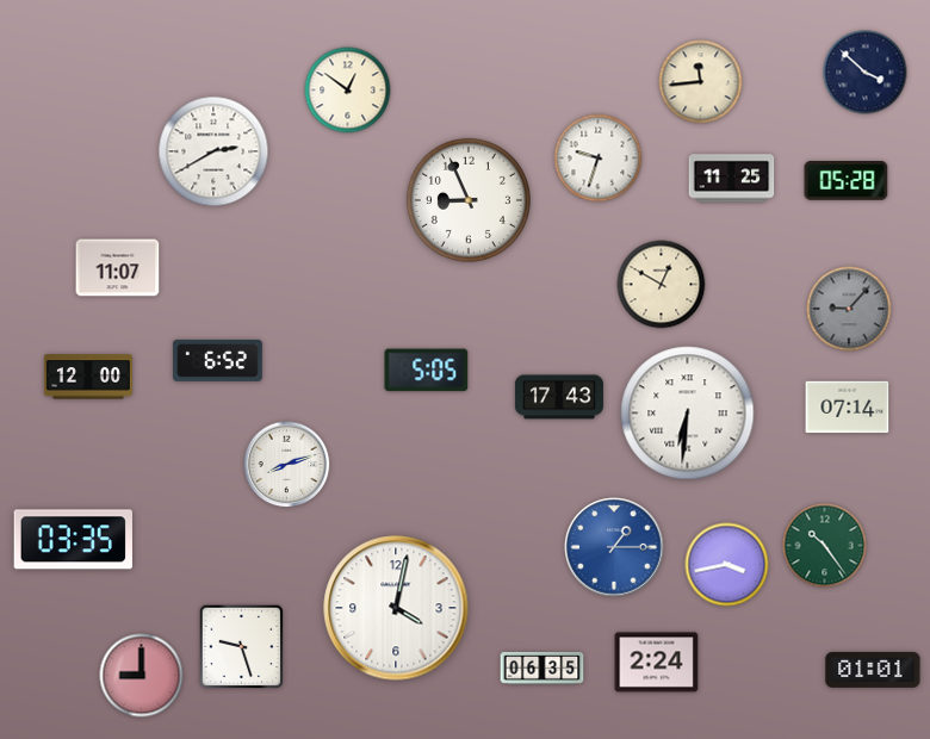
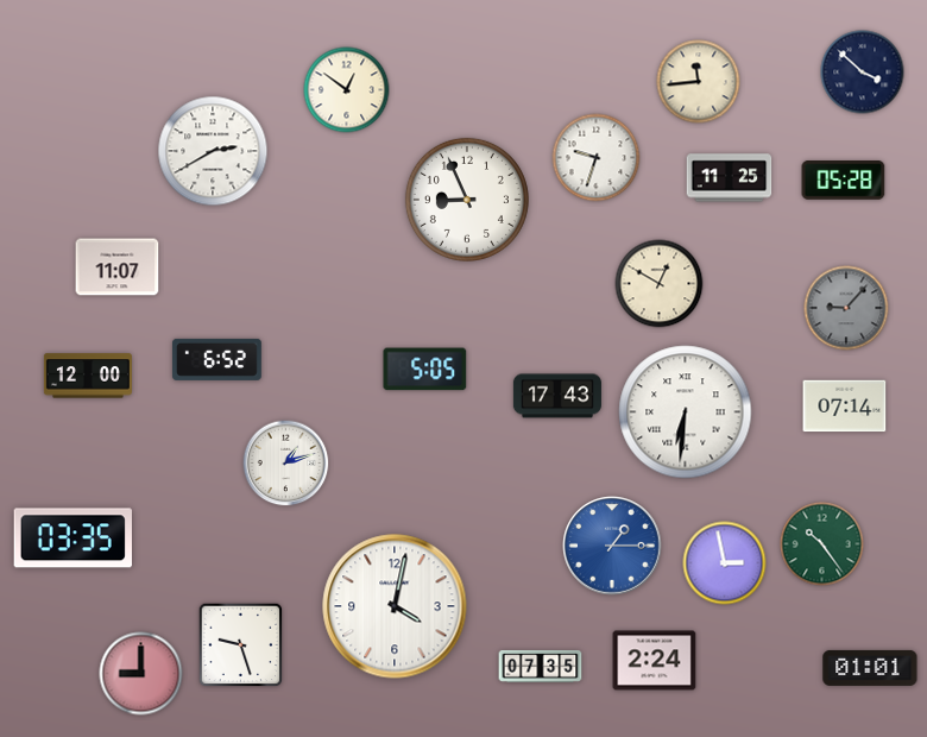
clock at (287, 465): 8:12 -> 1:12
clock at (727, 565): 3:43 -> 2:58
clock at (542, 669): 06:35 -> 07:35
